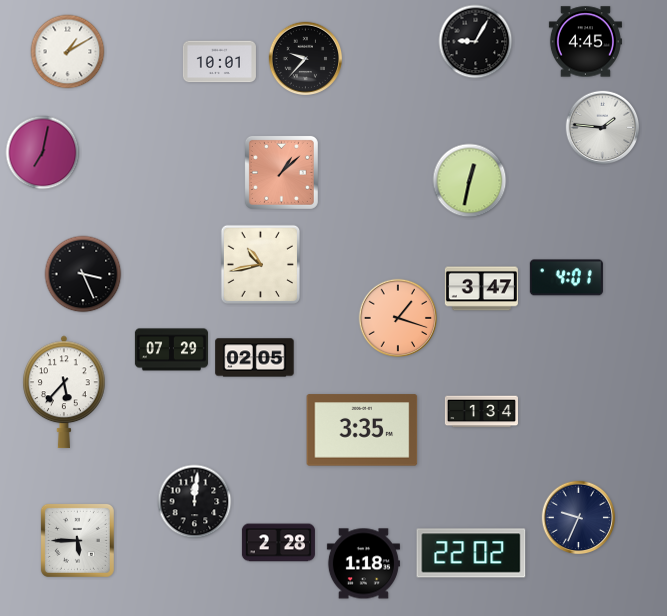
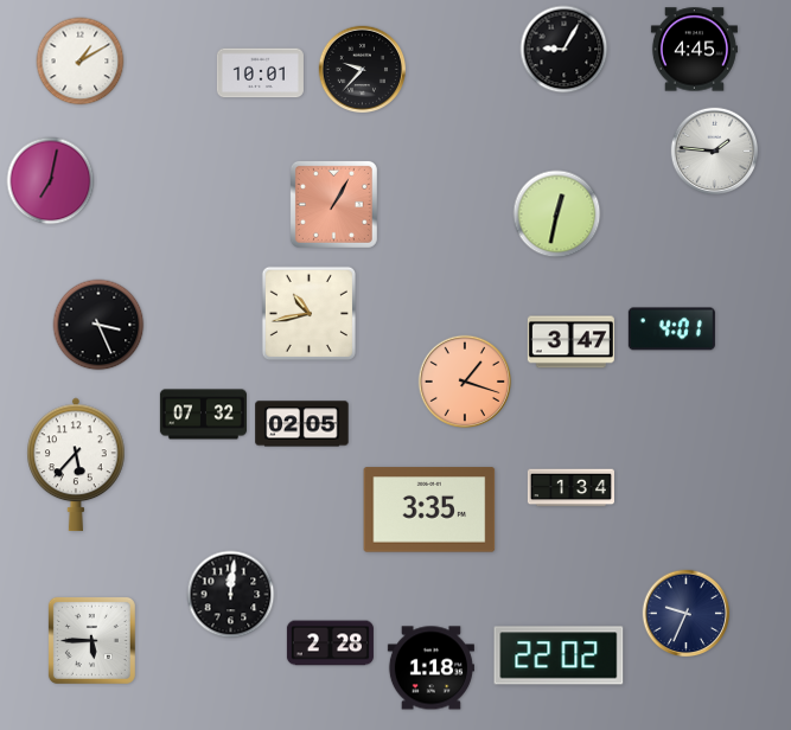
clock at (281, 172): 1:08 -> 1:05
clock at (397, 317) position: (397, 317) -> (464, 380)
clock at (171, 350): 07:29 -> 07:32
